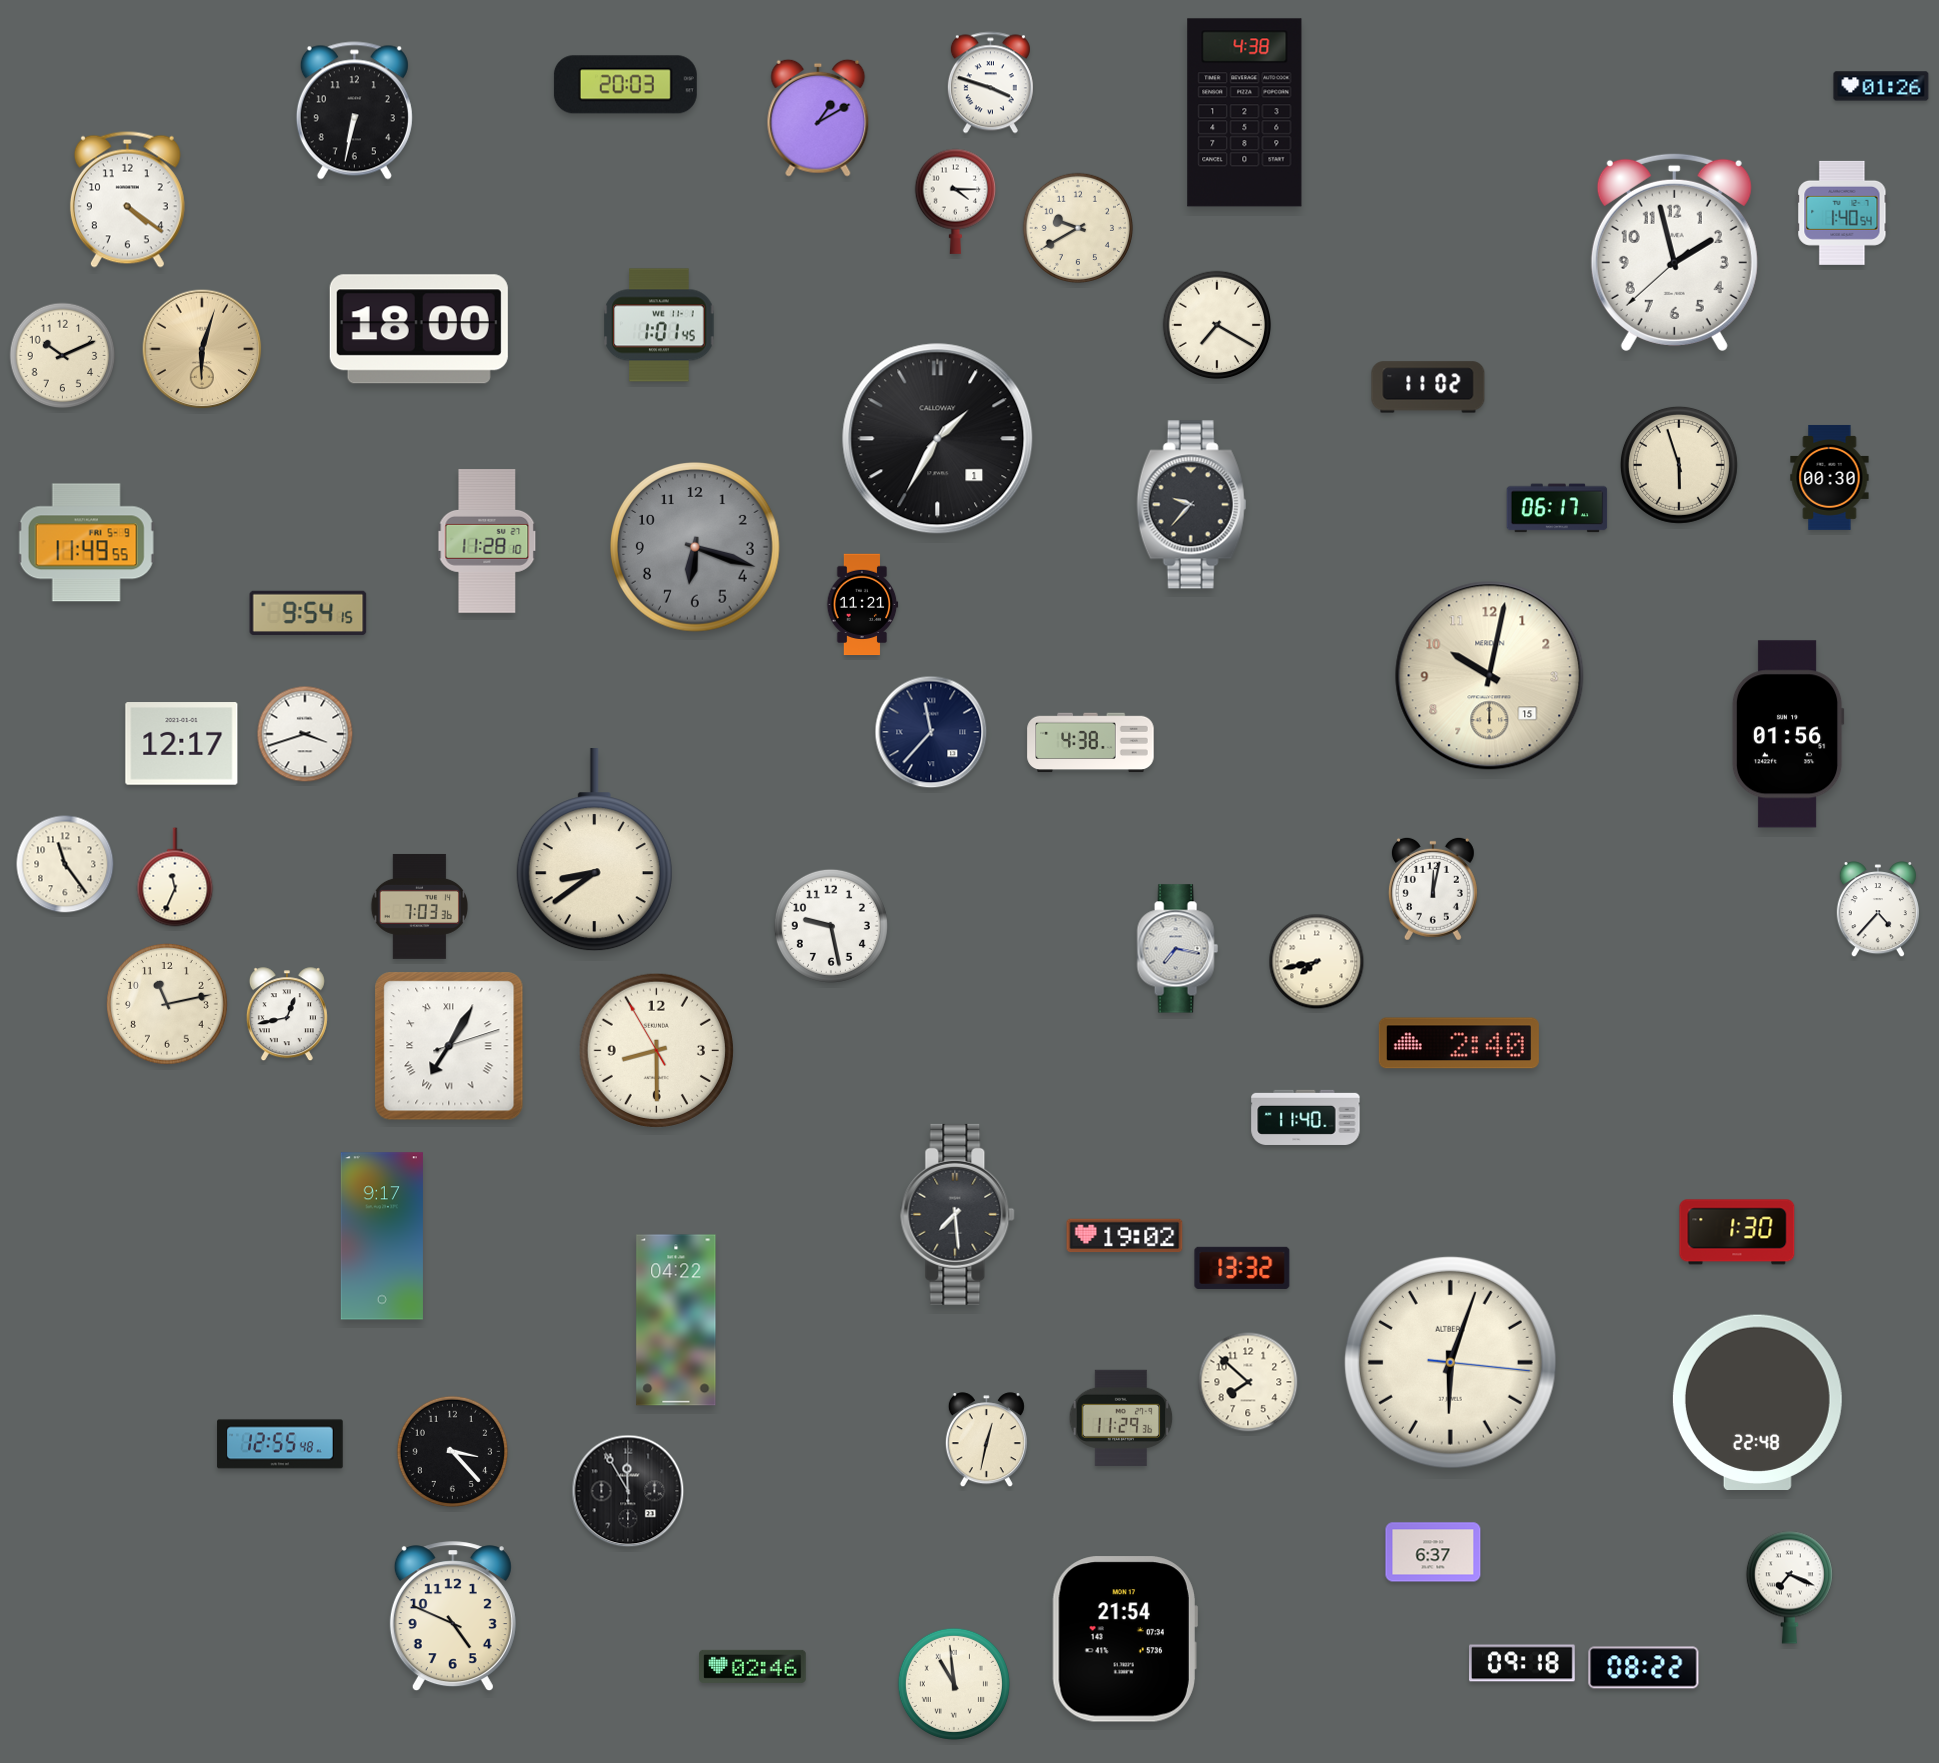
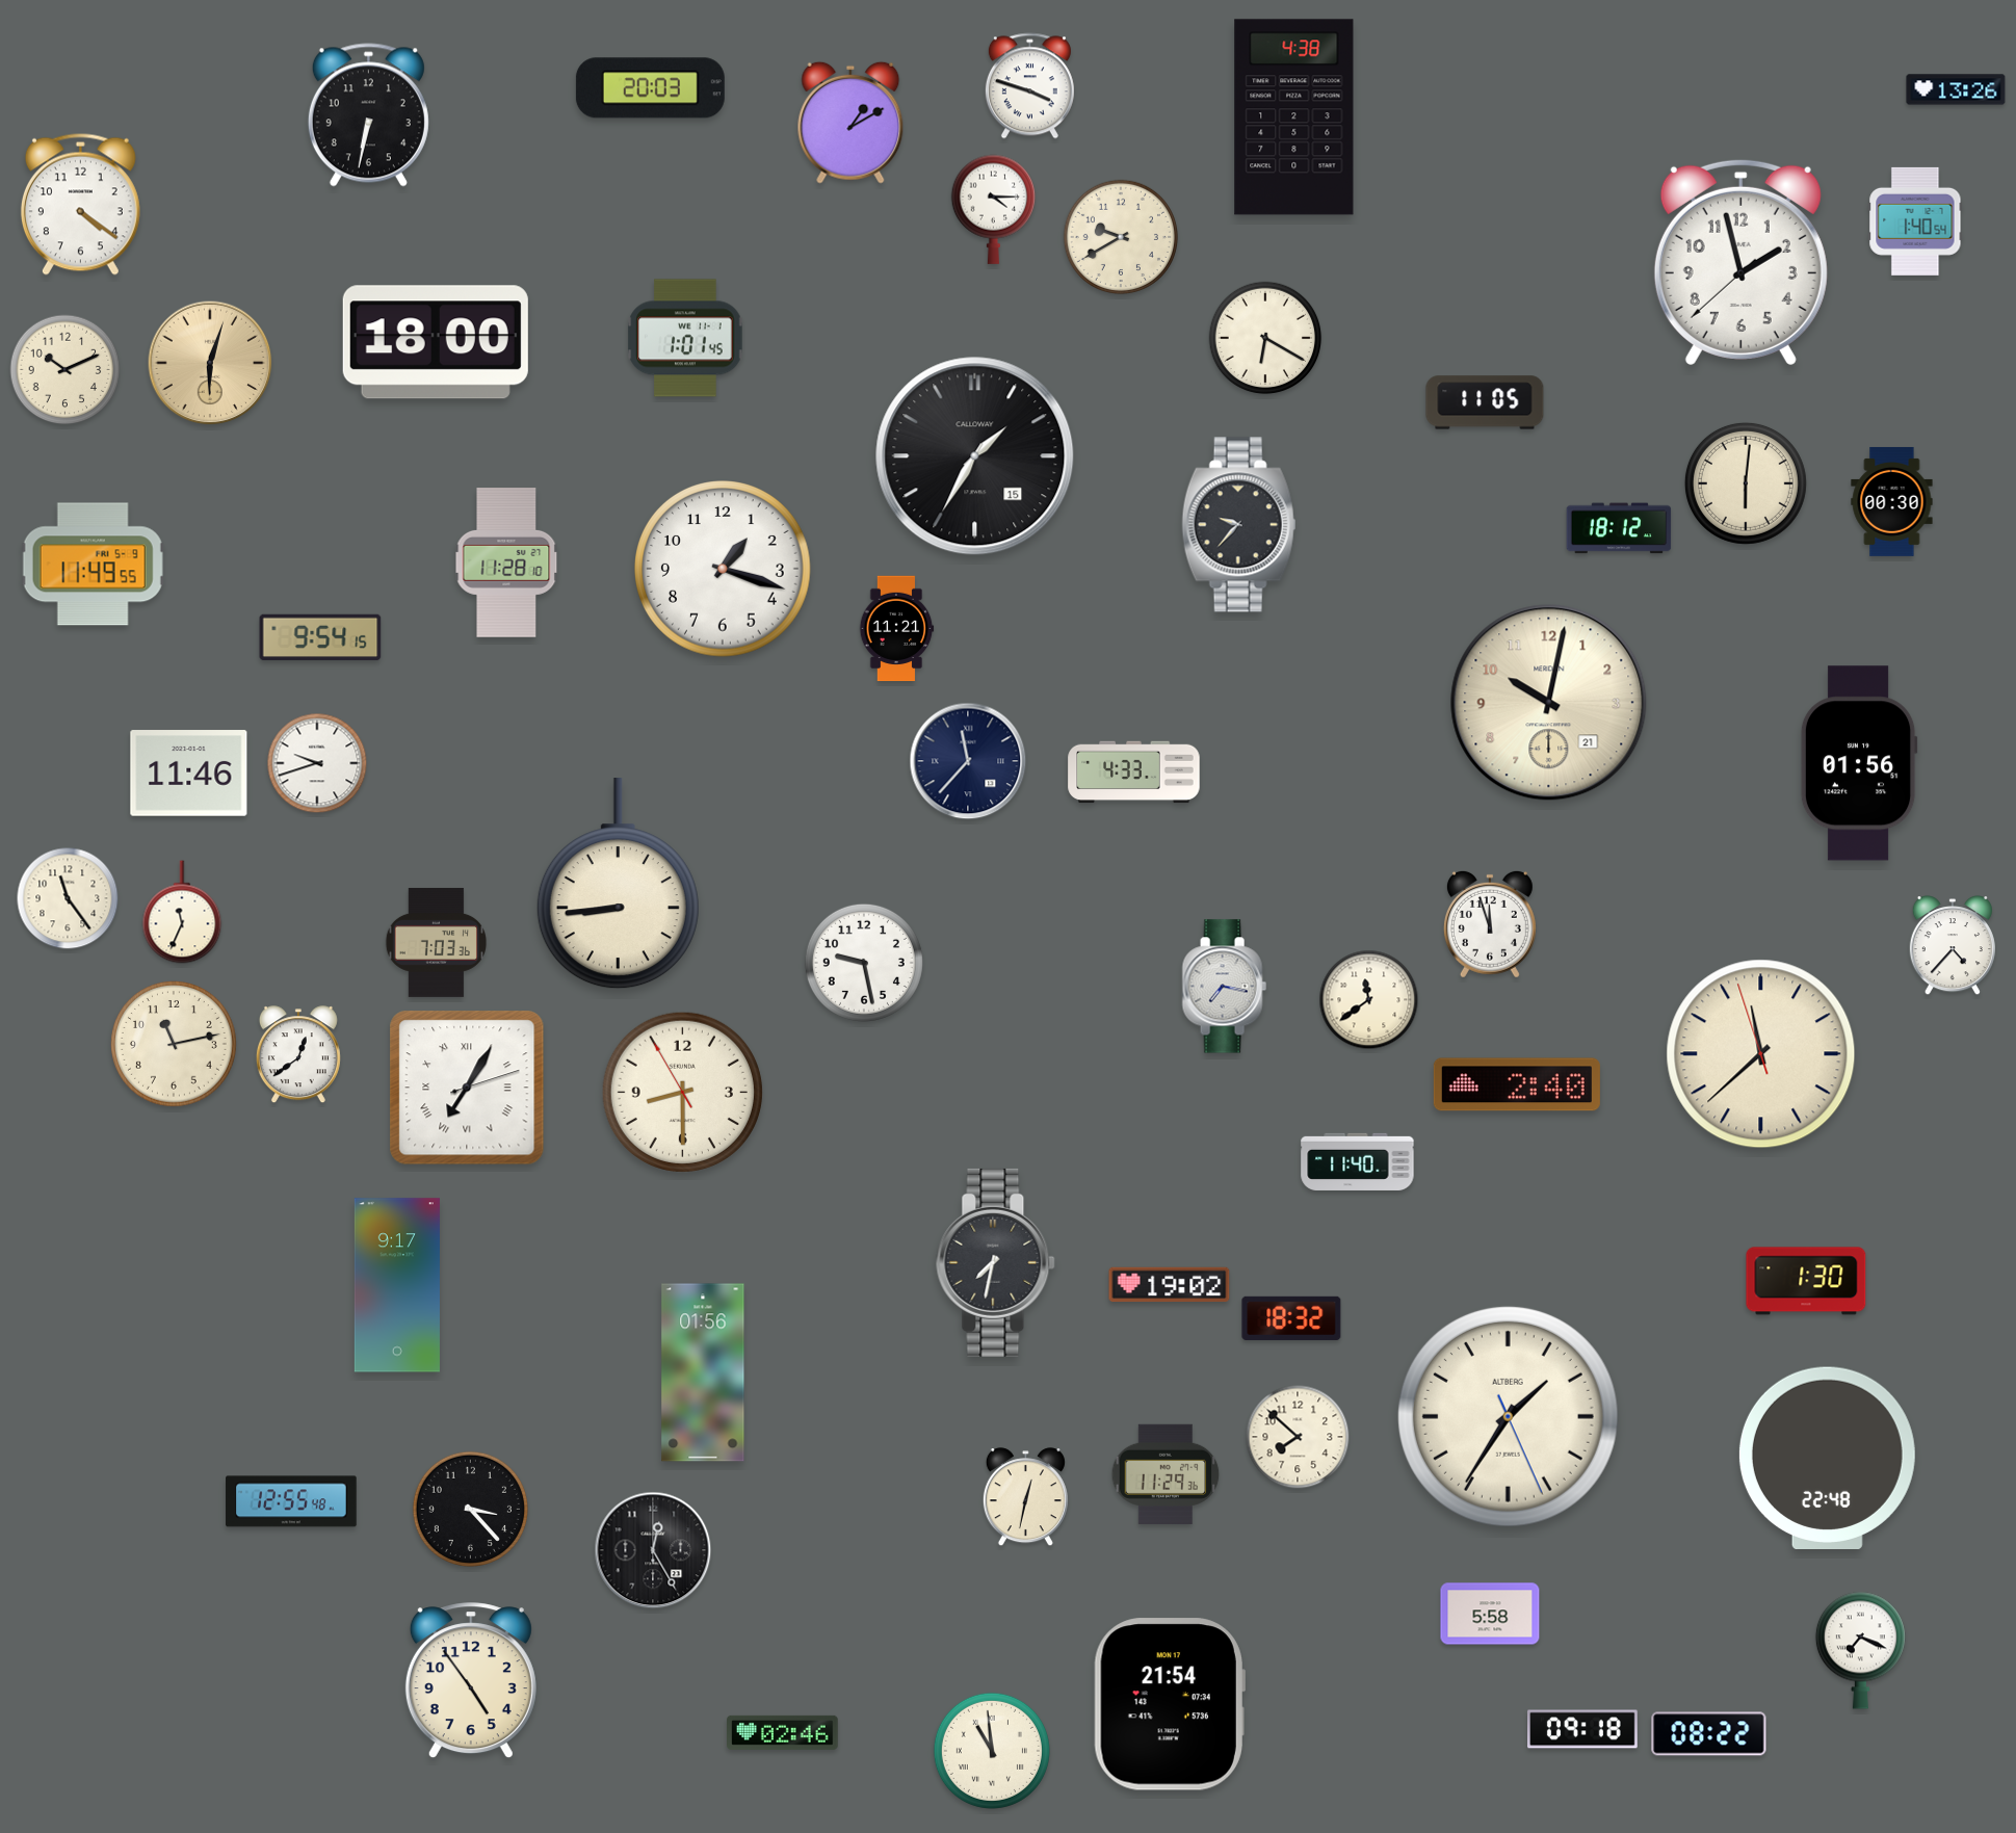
clock at (1881, 86): 01:26 -> 13:26
clock at (127, 199) position: (127, 199) -> (80, 204)
clock at (1217, 325): 7:20 -> 6:20
clock at (1428, 387): 11:02 -> 11:05
clock at (938, 439) date: 1 -> 15
clock at (1679, 465): 5:57 -> 6:01
clock at (1830, 477) position: (1830, 477) -> (1892, 501)
clock at (1557, 508): 06:17 -> 18:12
clock at (86, 543) position: (86, 543) -> (93, 565)
clock at (696, 548): 6:18 -> 1:18
clock at (696, 548) dial: grey -> white
clock at (1490, 676) date: 15 -> 21
clock at (305, 734): 3:42 -> 9:42
clock at (1091, 743): 4:38 -> 4:33
clock at (182, 744): 12:17 -> 11:46
clock at (594, 850): 8:39 -> 8:44
clock at (1433, 889): 12:02 -> 11:57
clock at (1317, 962): 7:43 -> 11:39
clock at (1761, 1054): none -> 11:37
clock at (287, 1015): 12:43 -> 12:39
clock at (958, 1214): 7:29 -> 7:32
clock at (1242, 1268): 13:32 -> 18:32
clock at (676, 1320): 04:22 -> 01:56
clock at (1450, 1362): 6:03 -> 1:35
clock at (628, 1491): 11:55 -> 12:25
clock at (1433, 1552): 6:37 -> 5:58
clock at (453, 1617): 4:49 -> 4:54
